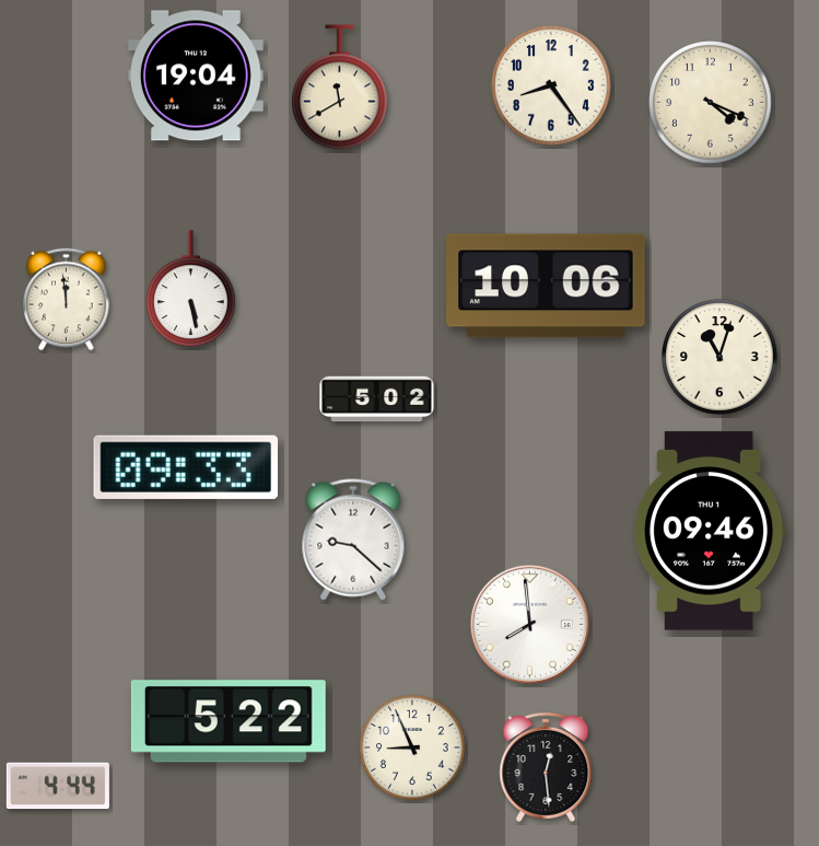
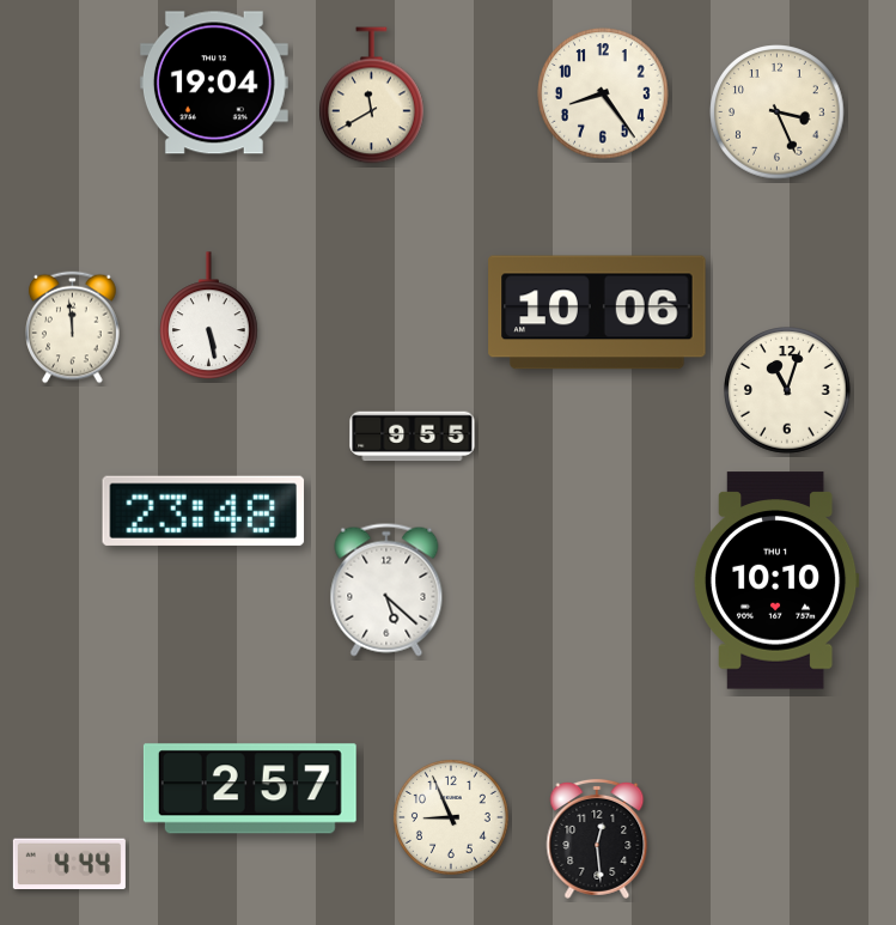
clock at (711, 103): 4:19 -> 3:26
clock at (377, 399): 5:02 -> 9:55
clock at (186, 467): 09:33 -> 23:48
clock at (710, 531): 09:46 -> 10:10
clock at (353, 540): 9:22 -> 5:22
clock at (529, 624): 7:59 -> none
clock at (229, 721): 5:22 -> 2:57
clock at (58, 786) position: (58, 786) -> (69, 864)
